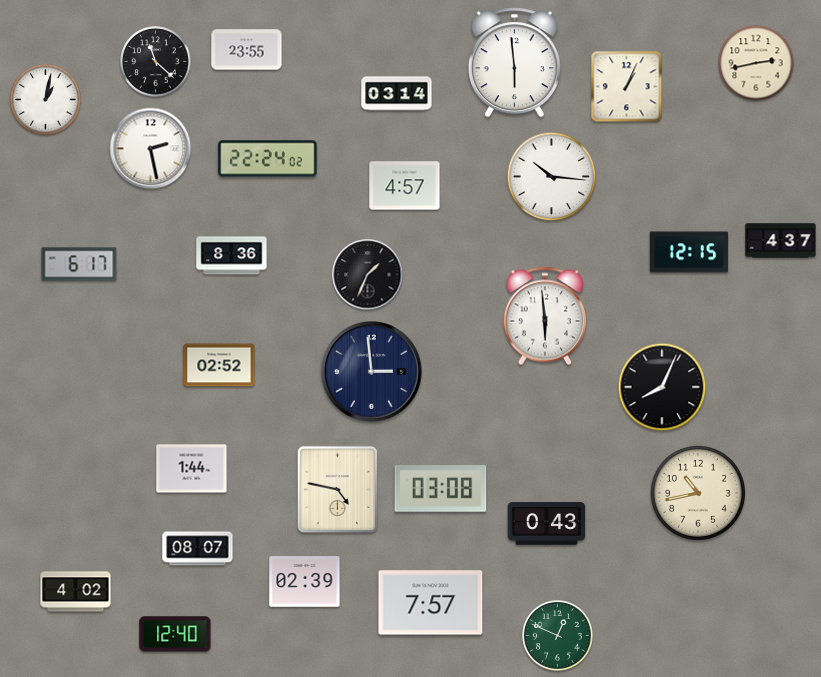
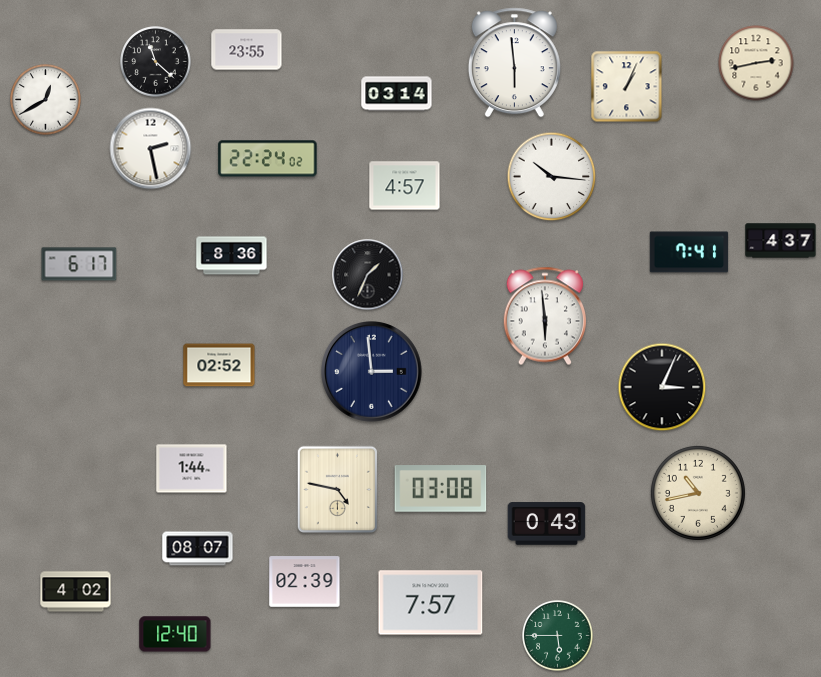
clock at (46, 100): 1:02 -> 12:40
clock at (689, 252): 12:15 -> 7:41
clock at (662, 387): 8:04 -> 3:04
clock at (558, 636): 12:49 -> 5:45
